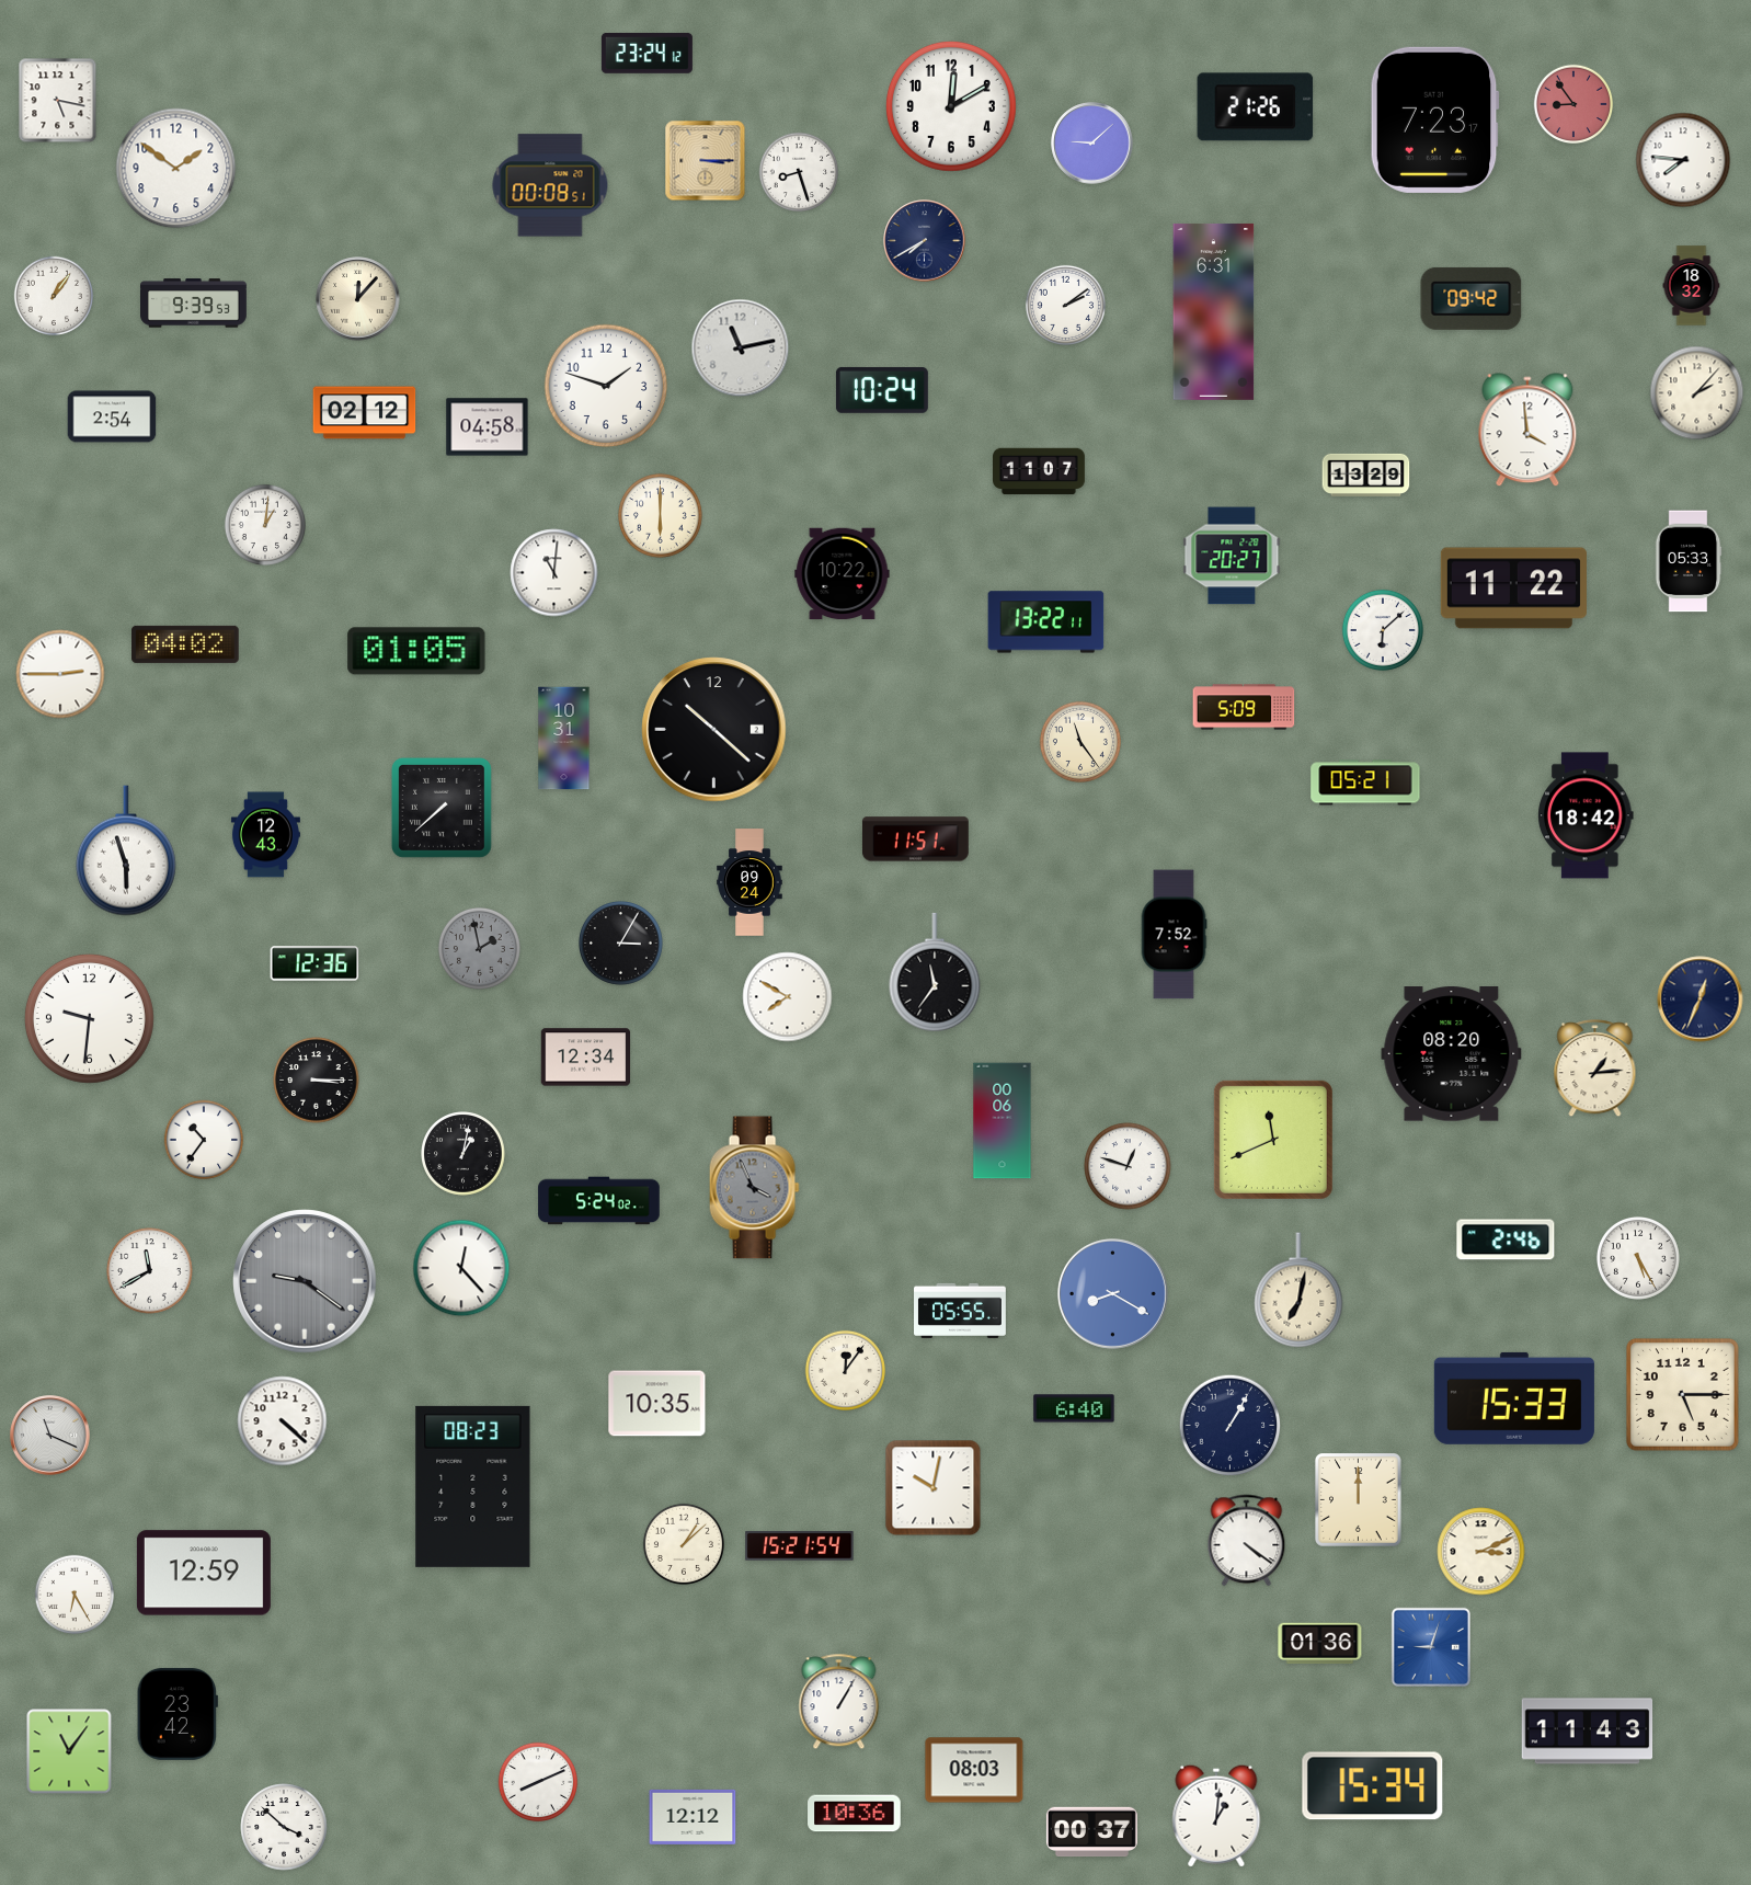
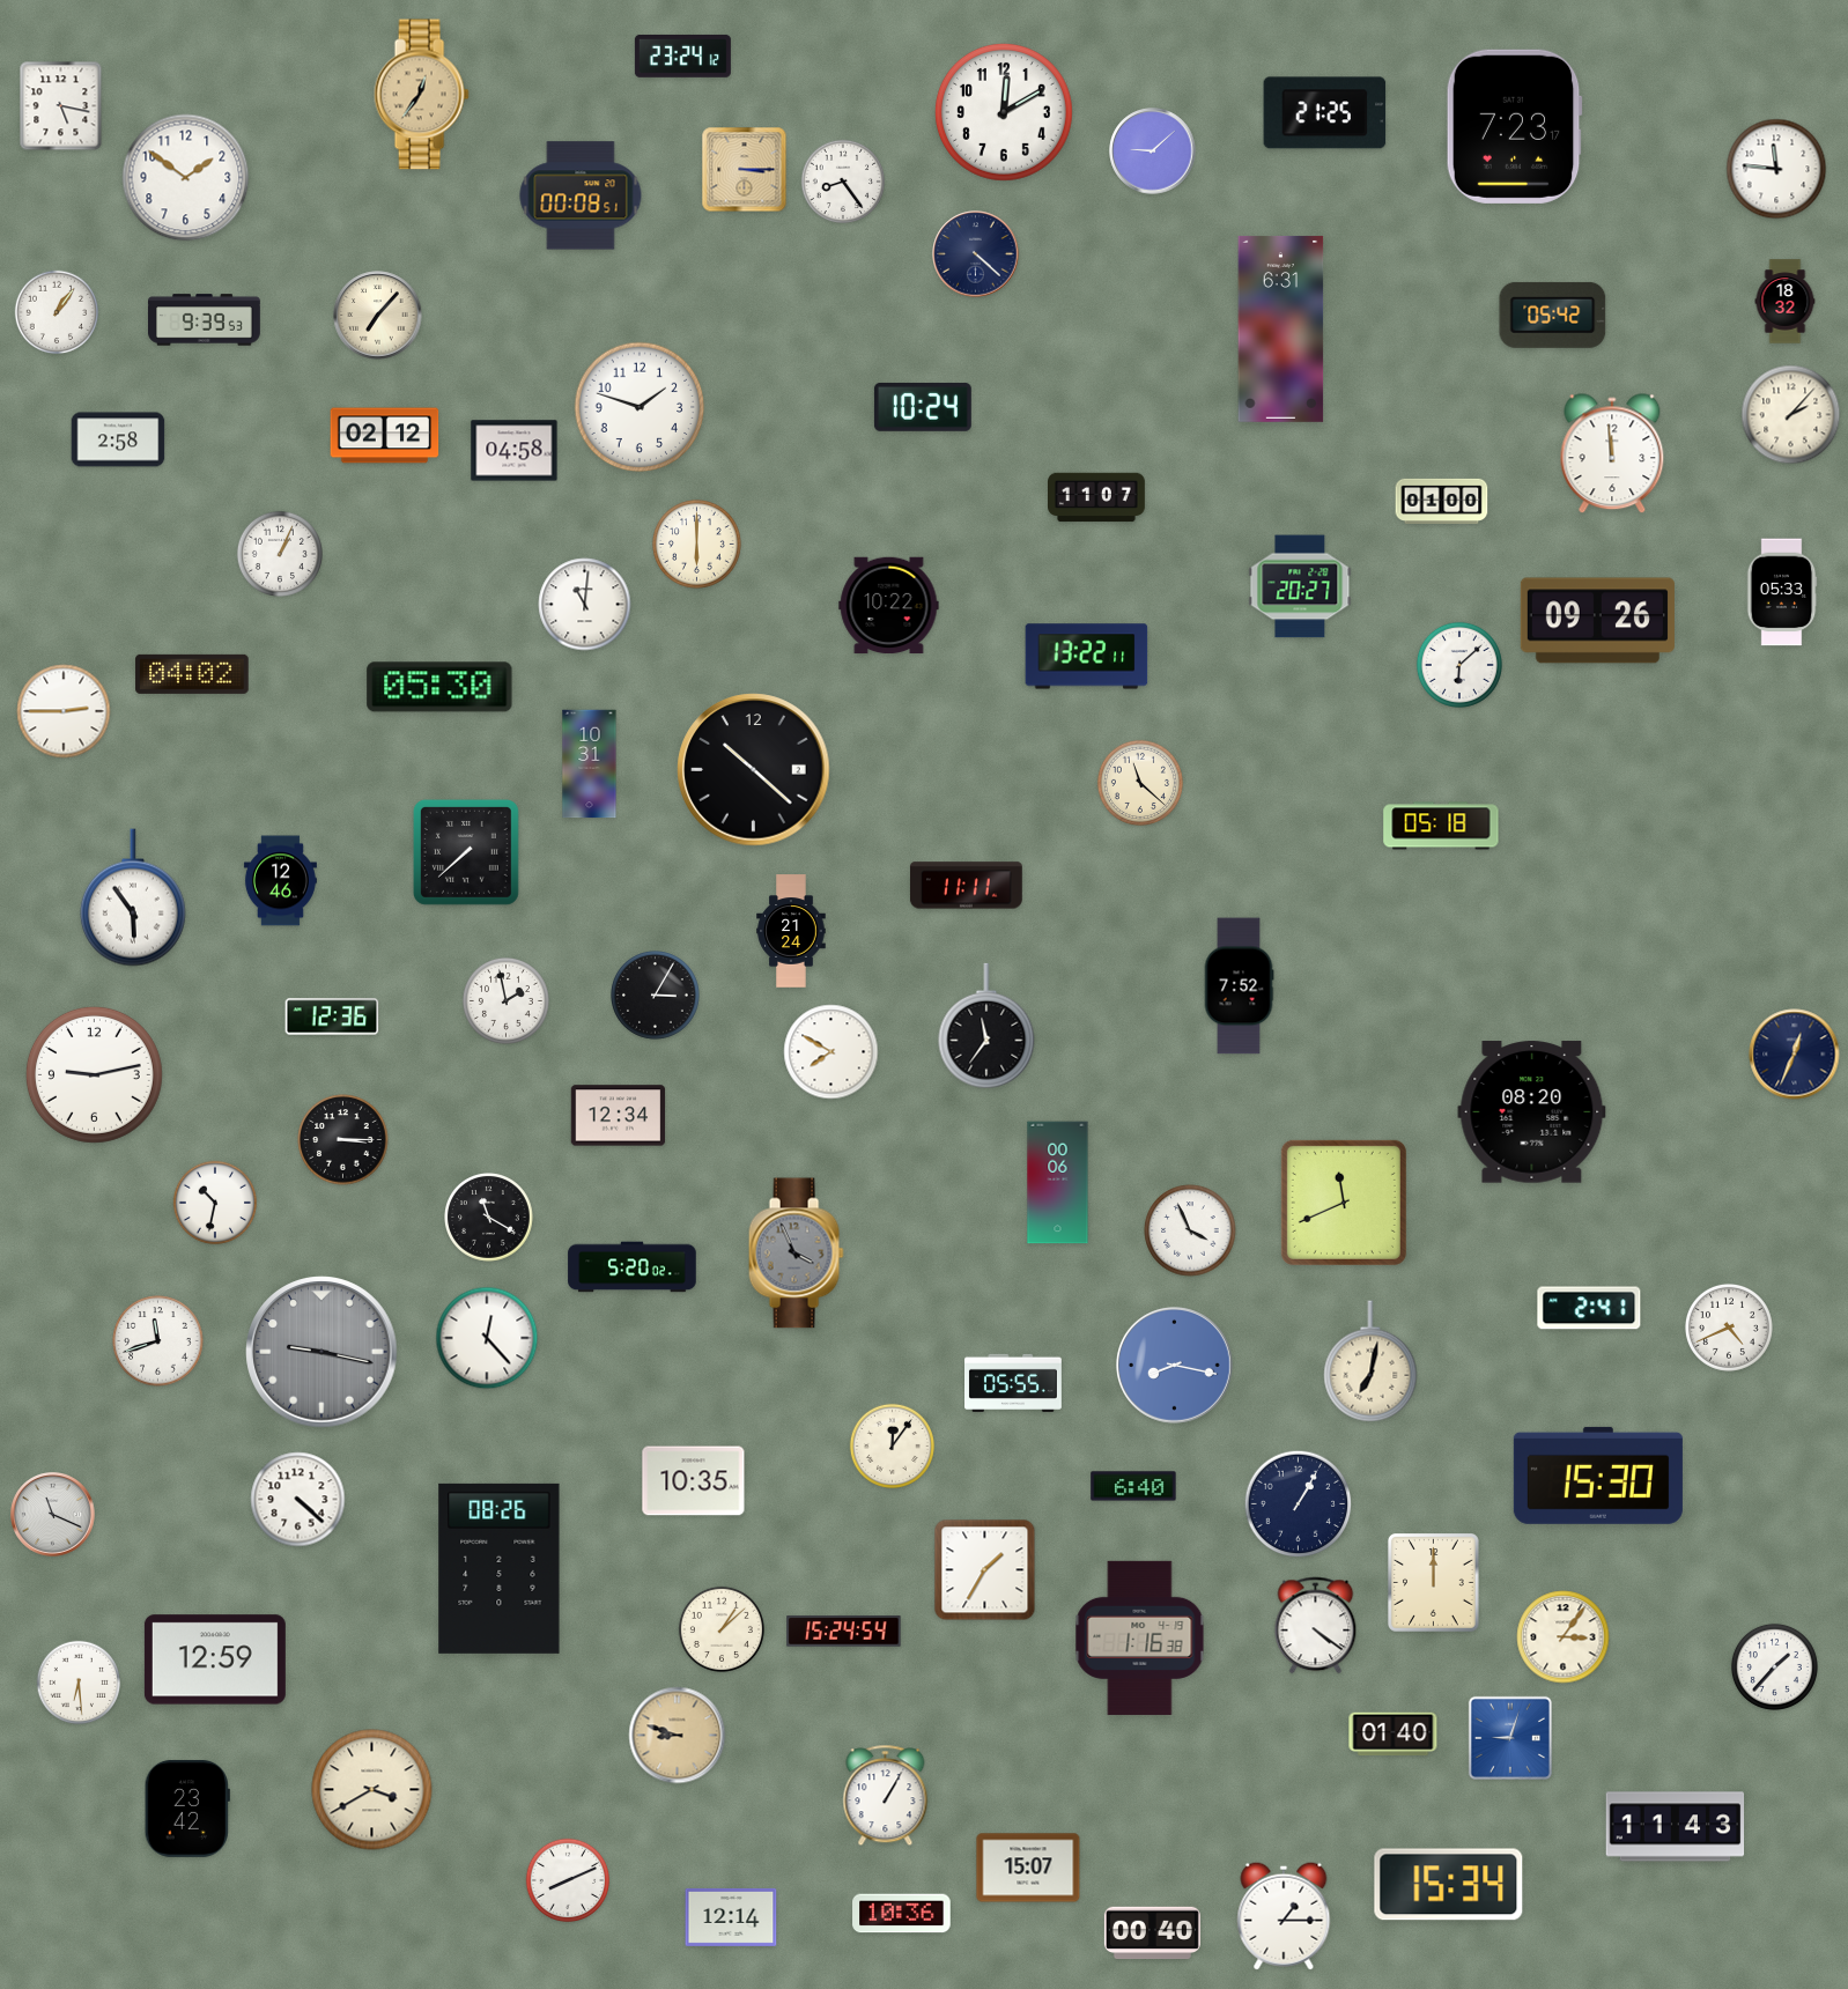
clock at (421, 95): none -> 12:36
clock at (1573, 104): 8:54 -> none
clock at (1256, 107): 21:26 -> 21:25
clock at (1683, 160): 7:46 -> 11:46
clock at (799, 172): 8:27 -> 8:24
clock at (925, 241): 7:40 -> 4:22
clock at (1472, 298): 09:42 -> 05:42
clock at (358, 299): 12:07 -> 7:07
clock at (1065, 305): 2:09 -> none
clock at (741, 349): 11:13 -> none
clock at (882, 390) position: (882, 390) -> (923, 407)
clock at (112, 416): 2:54 -> 2:58
clock at (1527, 431): 3:59 -> 11:59
clock at (1366, 475): 13:29 -> 01:00
clock at (265, 525): 1:01 -> 1:04
clock at (1513, 589): 11:22 -> 09:26
clock at (1046, 622) position: (1046, 622) -> (1087, 657)
clock at (185, 644) position: (185, 644) -> (192, 674)
clock at (416, 651): 01:05 -> 05:30
clock at (1244, 707): 5:09 -> none
clock at (564, 739) position: (564, 739) -> (590, 764)
clock at (1080, 742): 11:24 -> 11:22
clock at (1365, 782): 05:21 -> 05:18
clock at (1587, 815): 18:42 -> none
clock at (265, 835): 12:43 -> 12:46
clock at (915, 839): 11:51 -> 11:11
clock at (126, 850): 5:57 -> 5:54
clock at (749, 882): 09:24 -> 21:24
clock at (479, 948) dial: grey -> white
clock at (89, 1018): 9:31 -> 9:13
clock at (1595, 1069): 1:14 -> none
clock at (317, 1081) position: (317, 1081) -> (343, 1140)
clock at (204, 1140): 10:36 -> 10:32
clock at (463, 1154): 1:02 -> 11:20
clock at (1128, 1166): 12:48 -> 3:56
clock at (599, 1201): 5:24 -> 5:20
clock at (1506, 1239): 2:46 -> 2:41
clock at (1638, 1258): 5:25 -> 4:41
clock at (150, 1271): 11:40 -> 11:42
clock at (305, 1281): 9:21 -> 9:17
clock at (1113, 1294): 8:20 -> 8:17
clock at (1682, 1394): 5:15 -> none
clock at (1514, 1398): 15:33 -> 15:30
clock at (473, 1486): 08:23 -> 08:26
clock at (934, 1488): 10:02 -> 1:35
clock at (800, 1546): 15:21 -> 15:24
clock at (1140, 1637): none -> 1:16
clock at (1481, 1552): 3:11 -> 3:06
clock at (1774, 1666): none -> 1:37
clock at (75, 1595): 6:25 -> 6:29
clock at (1320, 1644): 01:36 -> 01:40
clock at (678, 1736): none -> 8:48
clock at (372, 1790): none -> 3:40
clock at (69, 1751): 11:06 -> none
clock at (974, 1770): 08:03 -> 15:07
clock at (1216, 1816): 1:01 -> 1:15
clock at (693, 1817): 12:12 -> 12:14
clock at (284, 1827): 3:52 -> none
clock at (1091, 1832): 00:37 -> 00:40
